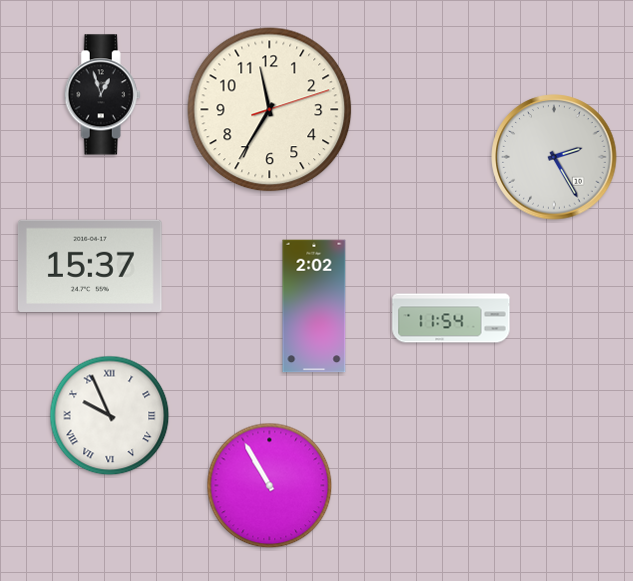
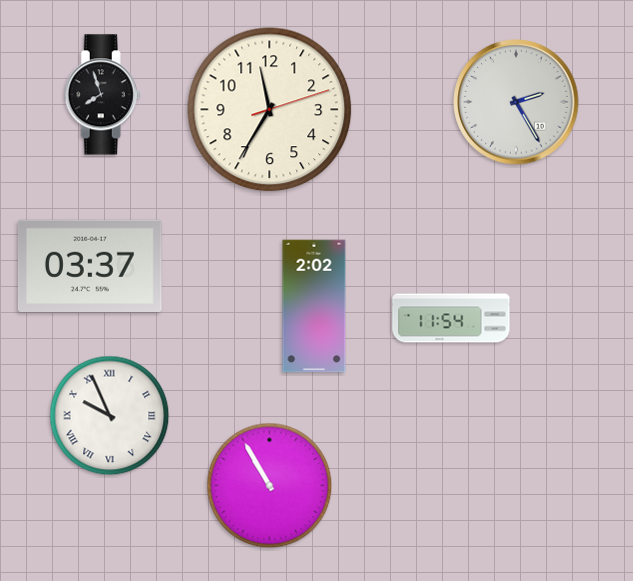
clock at (102, 95): 12:57 -> 7:57
clock at (554, 157) position: (554, 157) -> (516, 102)
clock at (90, 265): 15:37 -> 03:37
